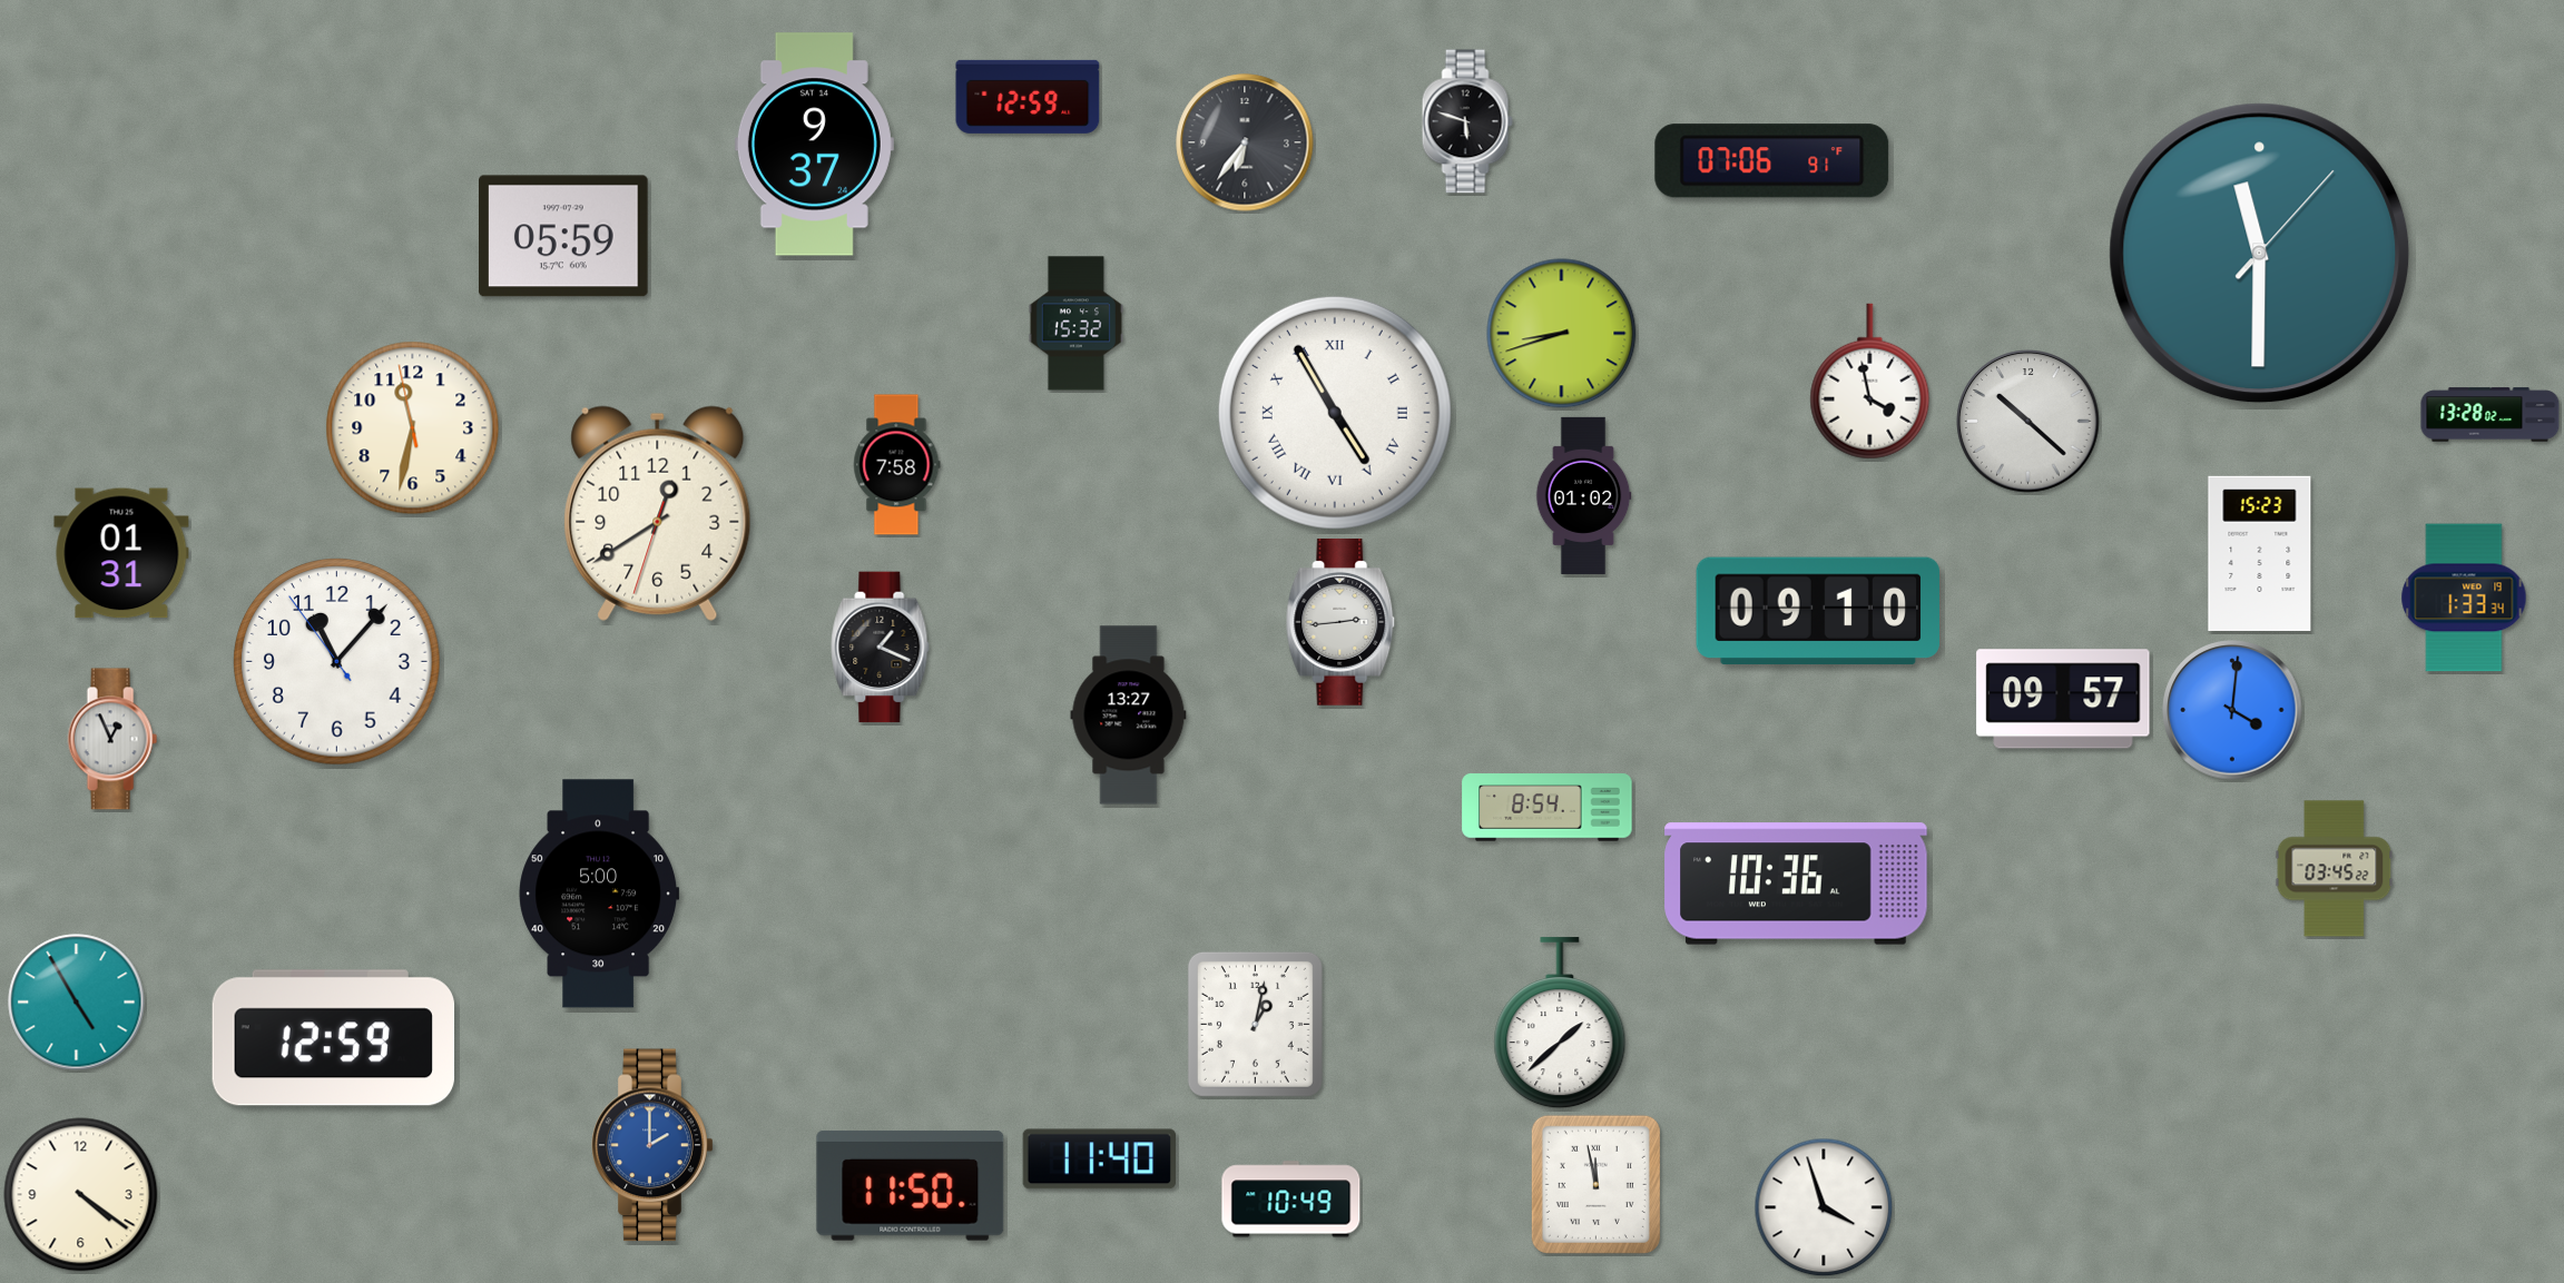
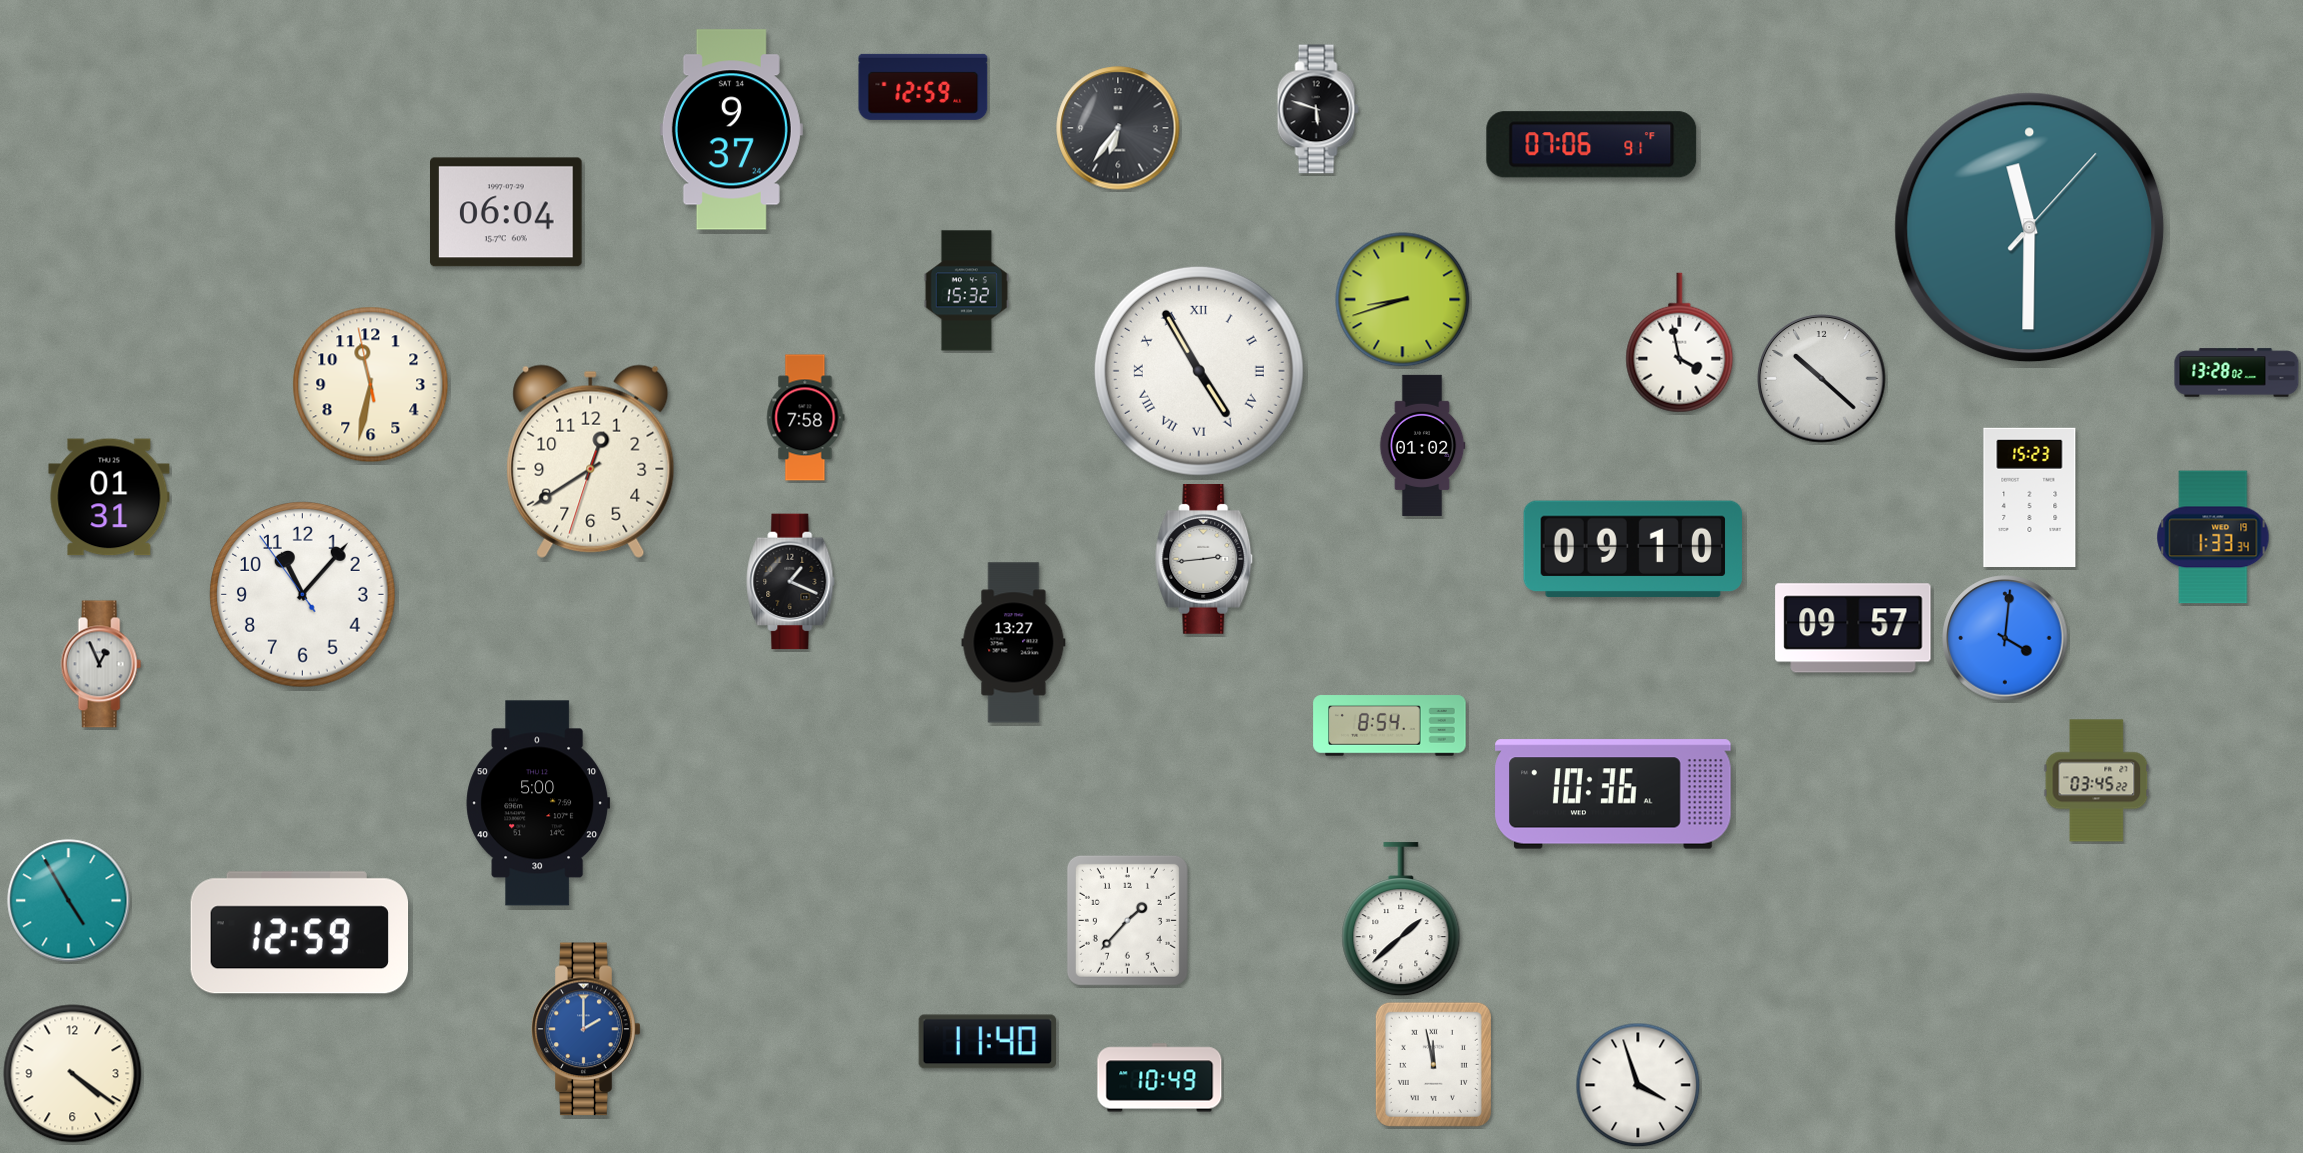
clock at (564, 236): 05:59 -> 06:04
clock at (1255, 1024): 1:02 -> 1:37
clock at (911, 1185): 11:50 -> none
